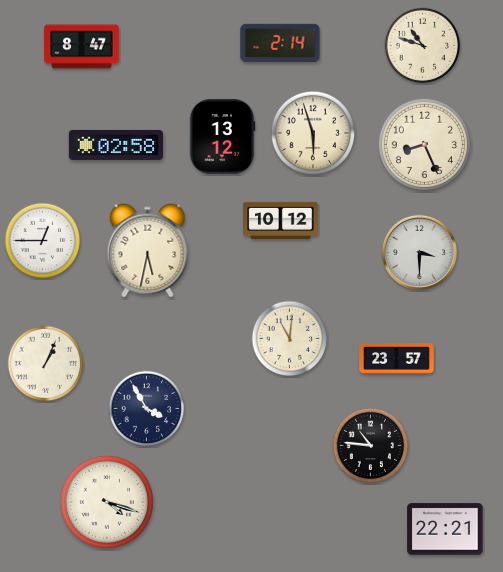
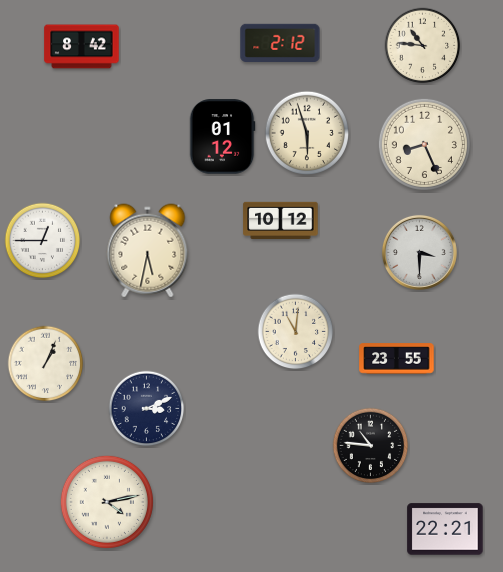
clock at (280, 42): 2:14 -> 2:12
clock at (423, 46): 10:48 -> 10:46
clock at (82, 47): 8:47 -> 8:42
clock at (312, 132) position: (312, 132) -> (306, 132)
clock at (222, 137): 13:12 -> 01:12
clock at (116, 145): 02:58 -> none
clock at (290, 339) position: (290, 339) -> (296, 332)
clock at (397, 359): 23:57 -> 23:55
clock at (147, 409): 3:55 -> 3:11
clock at (107, 502): 4:18 -> 4:13
